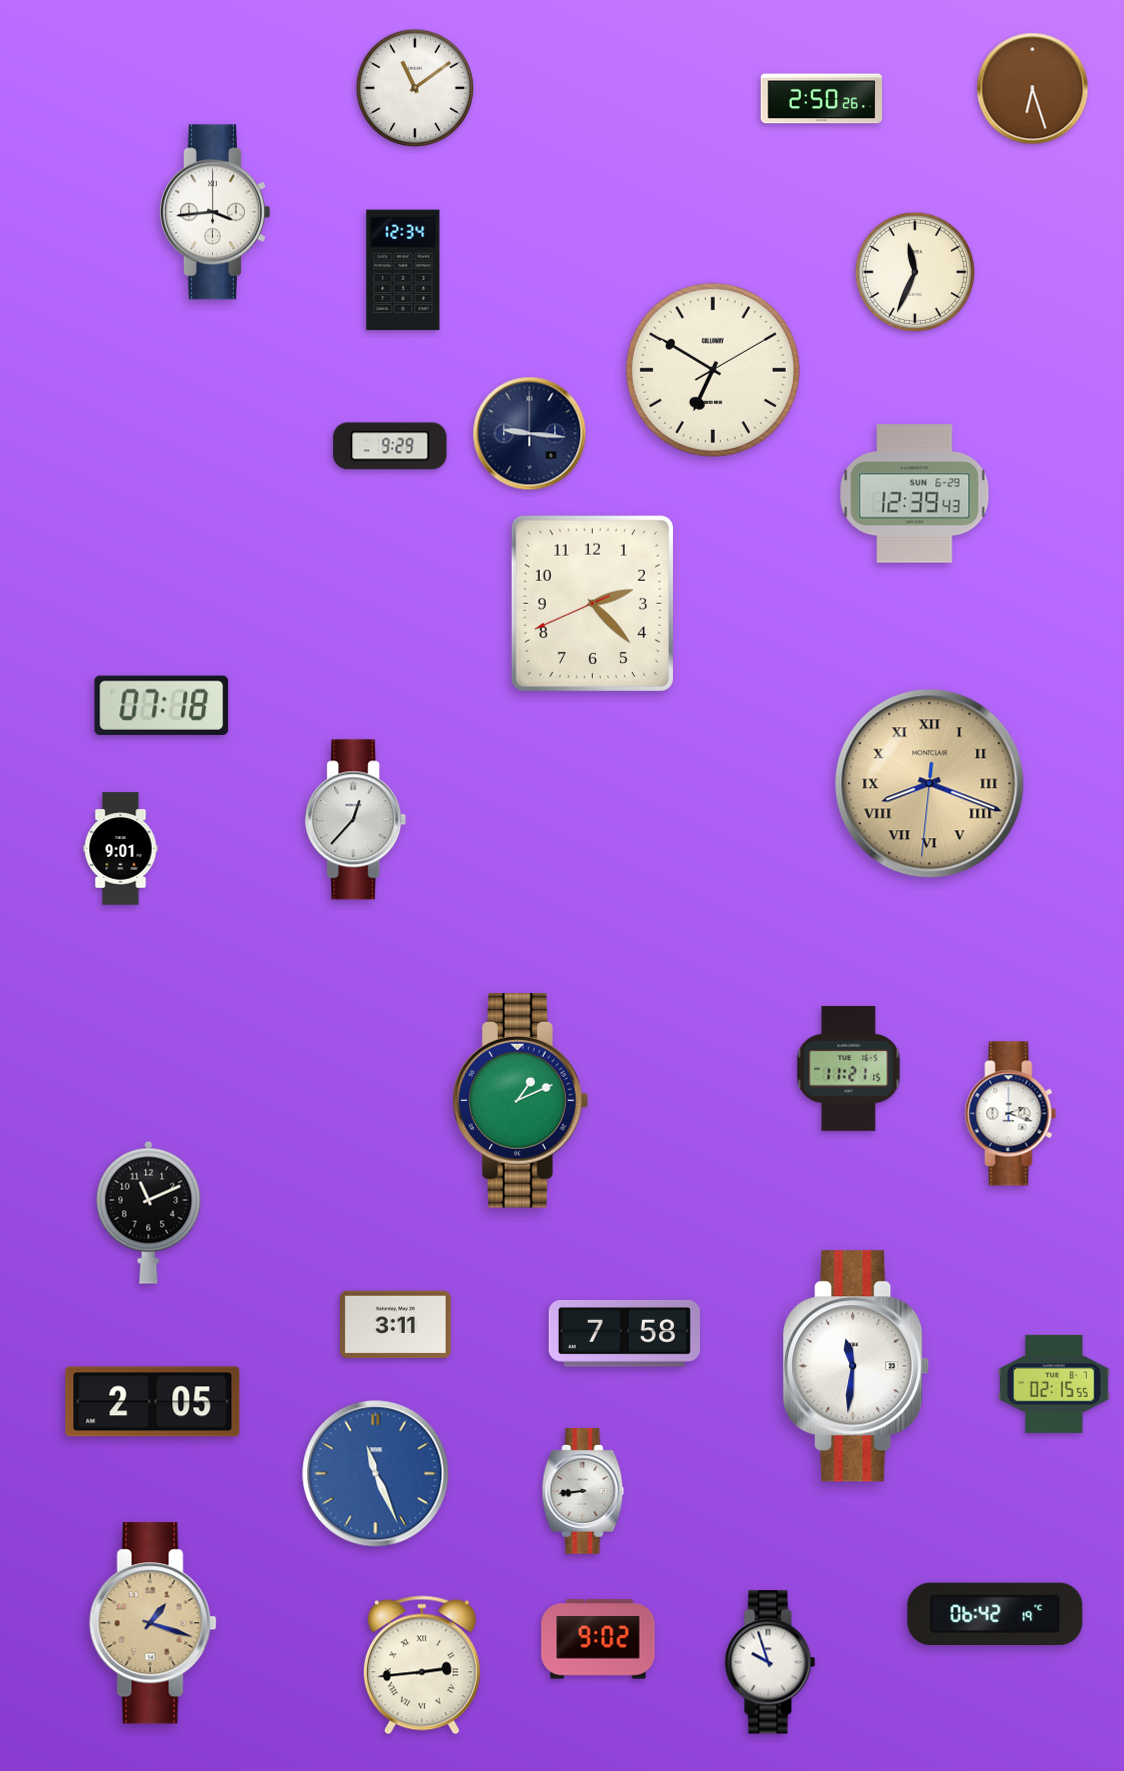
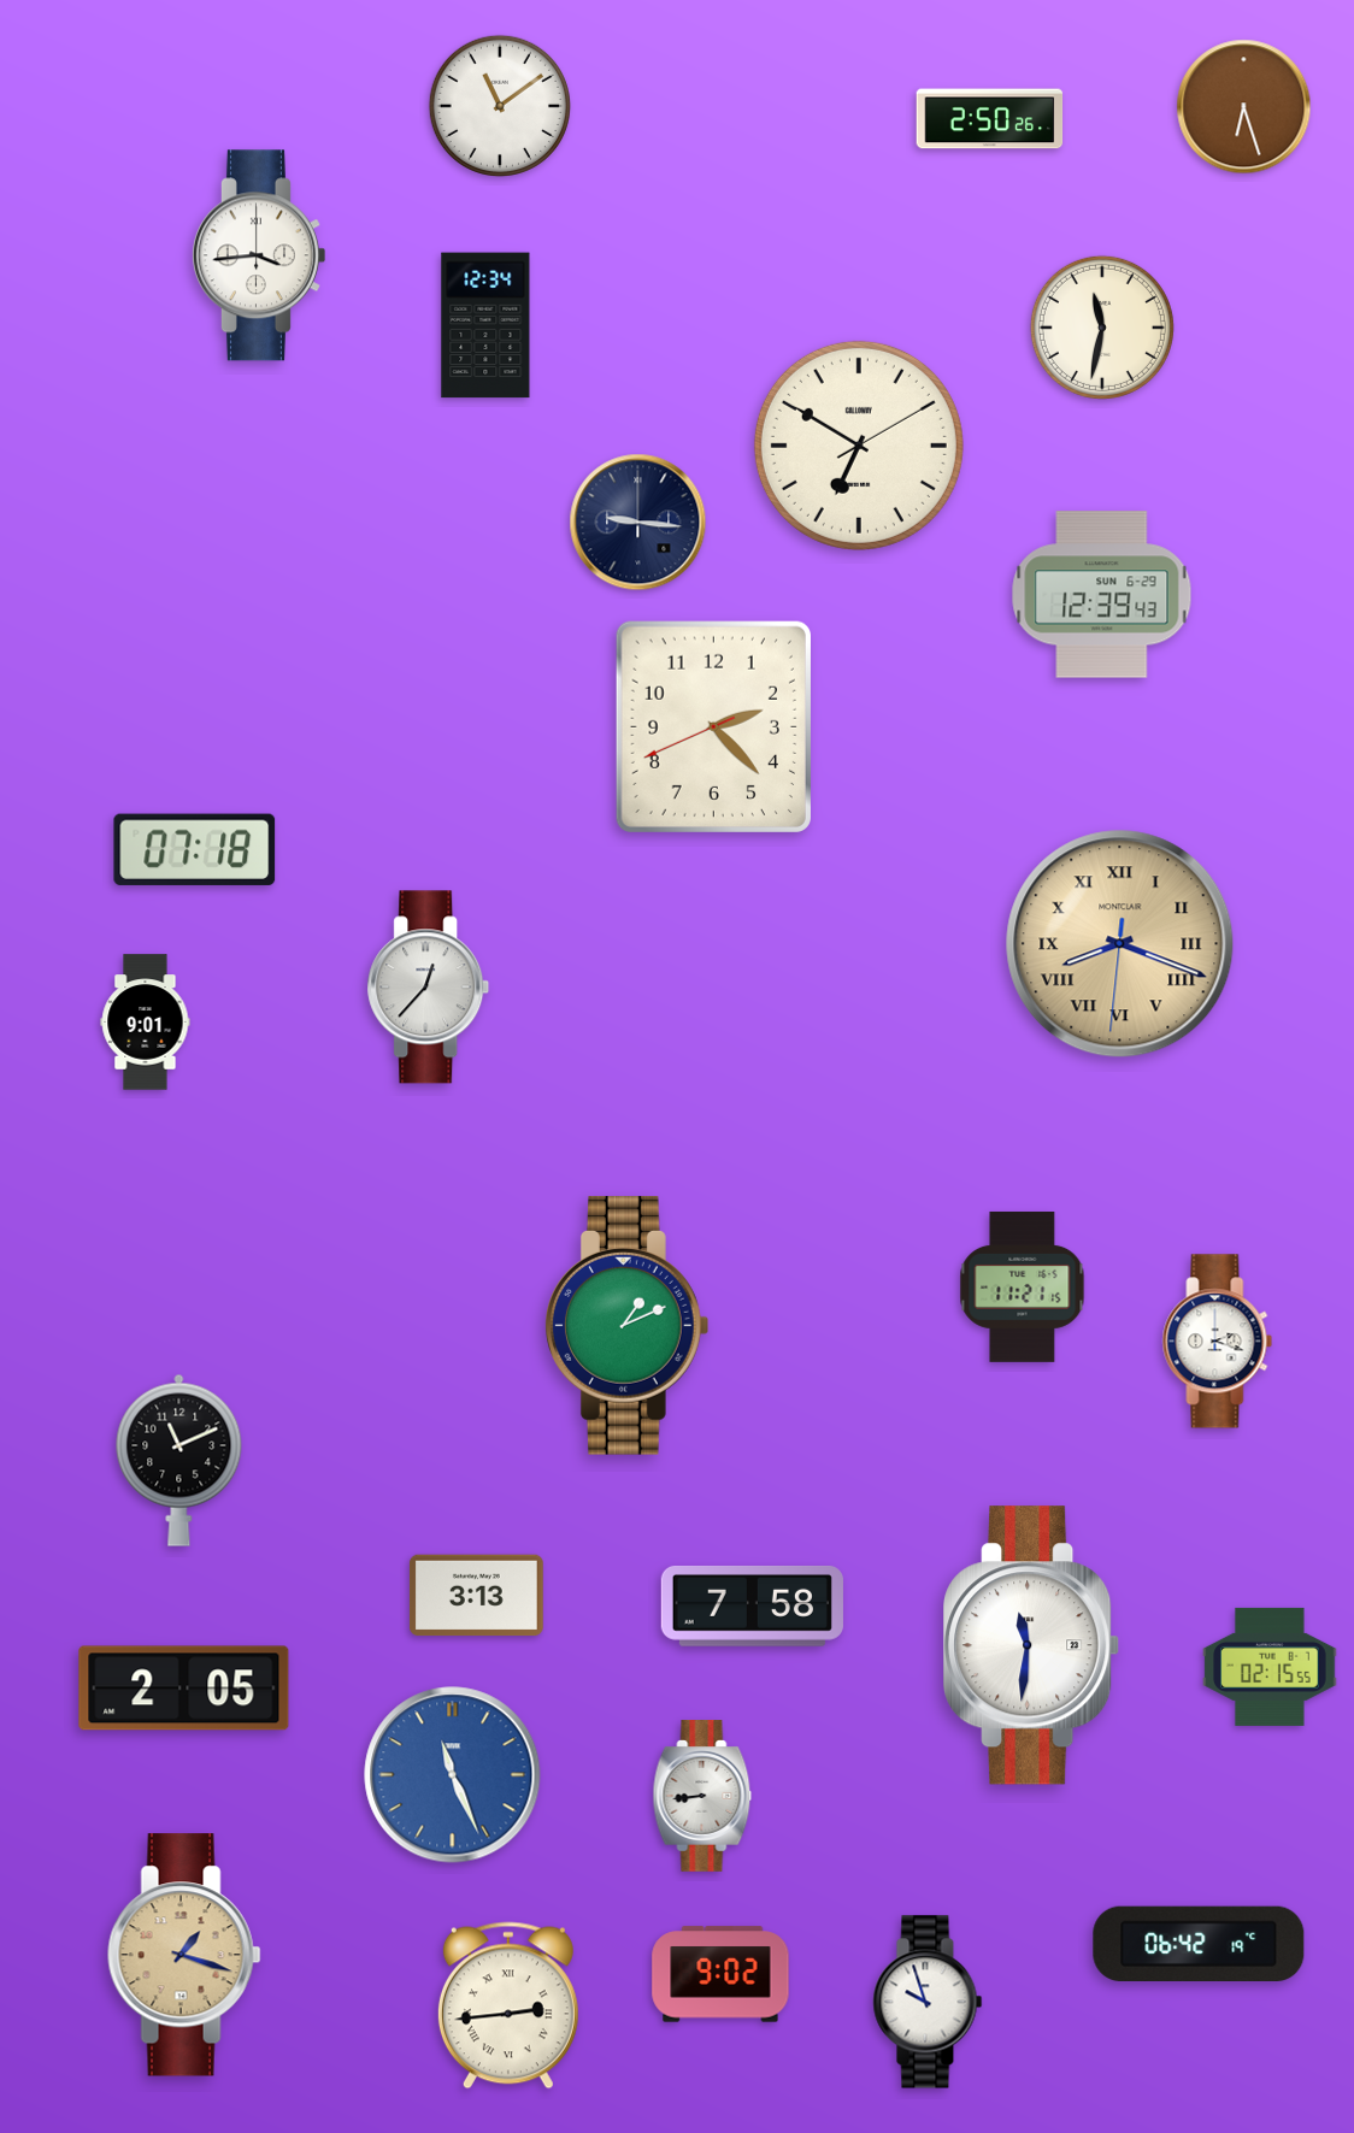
clock at (915, 272): 11:34 -> 11:32
clock at (390, 446): 9:29 -> none
clock at (395, 1325): 3:11 -> 3:13
